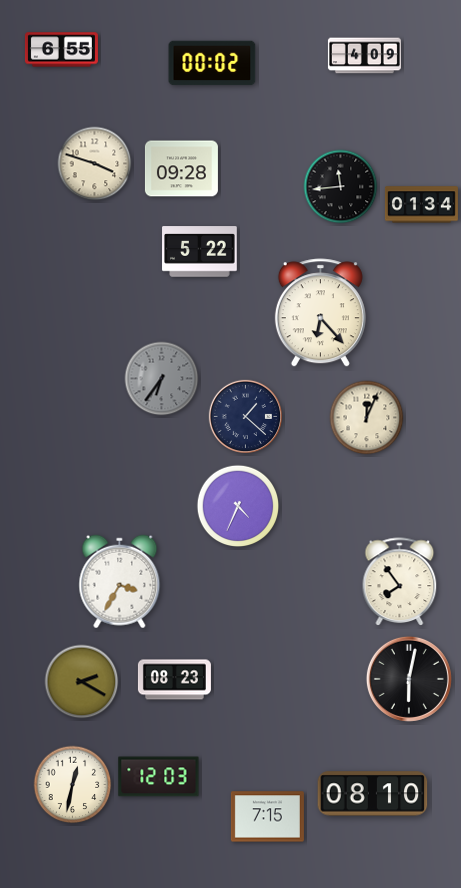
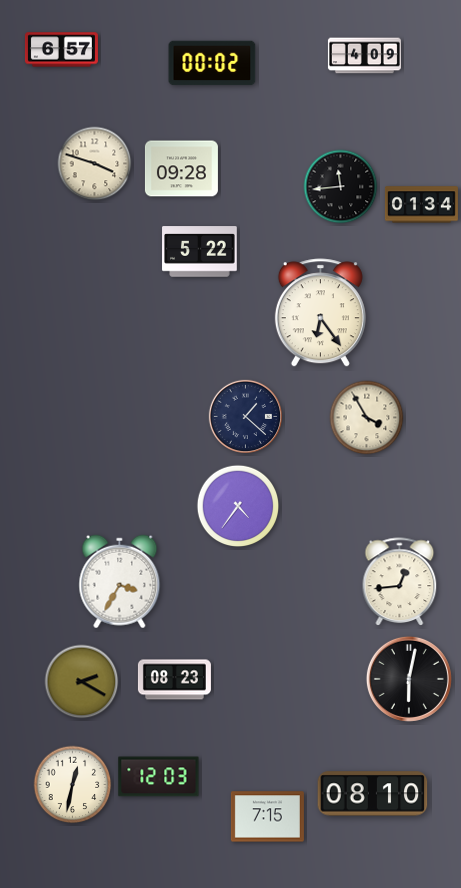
clock at (61, 50): 6:55 -> 6:57
clock at (320, 313): 6:23 -> 6:24
clock at (162, 379): 6:36 -> none
clock at (367, 418): 12:04 -> 3:55
clock at (238, 506): 4:34 -> 4:36
clock at (400, 581): 7:54 -> 12:44
